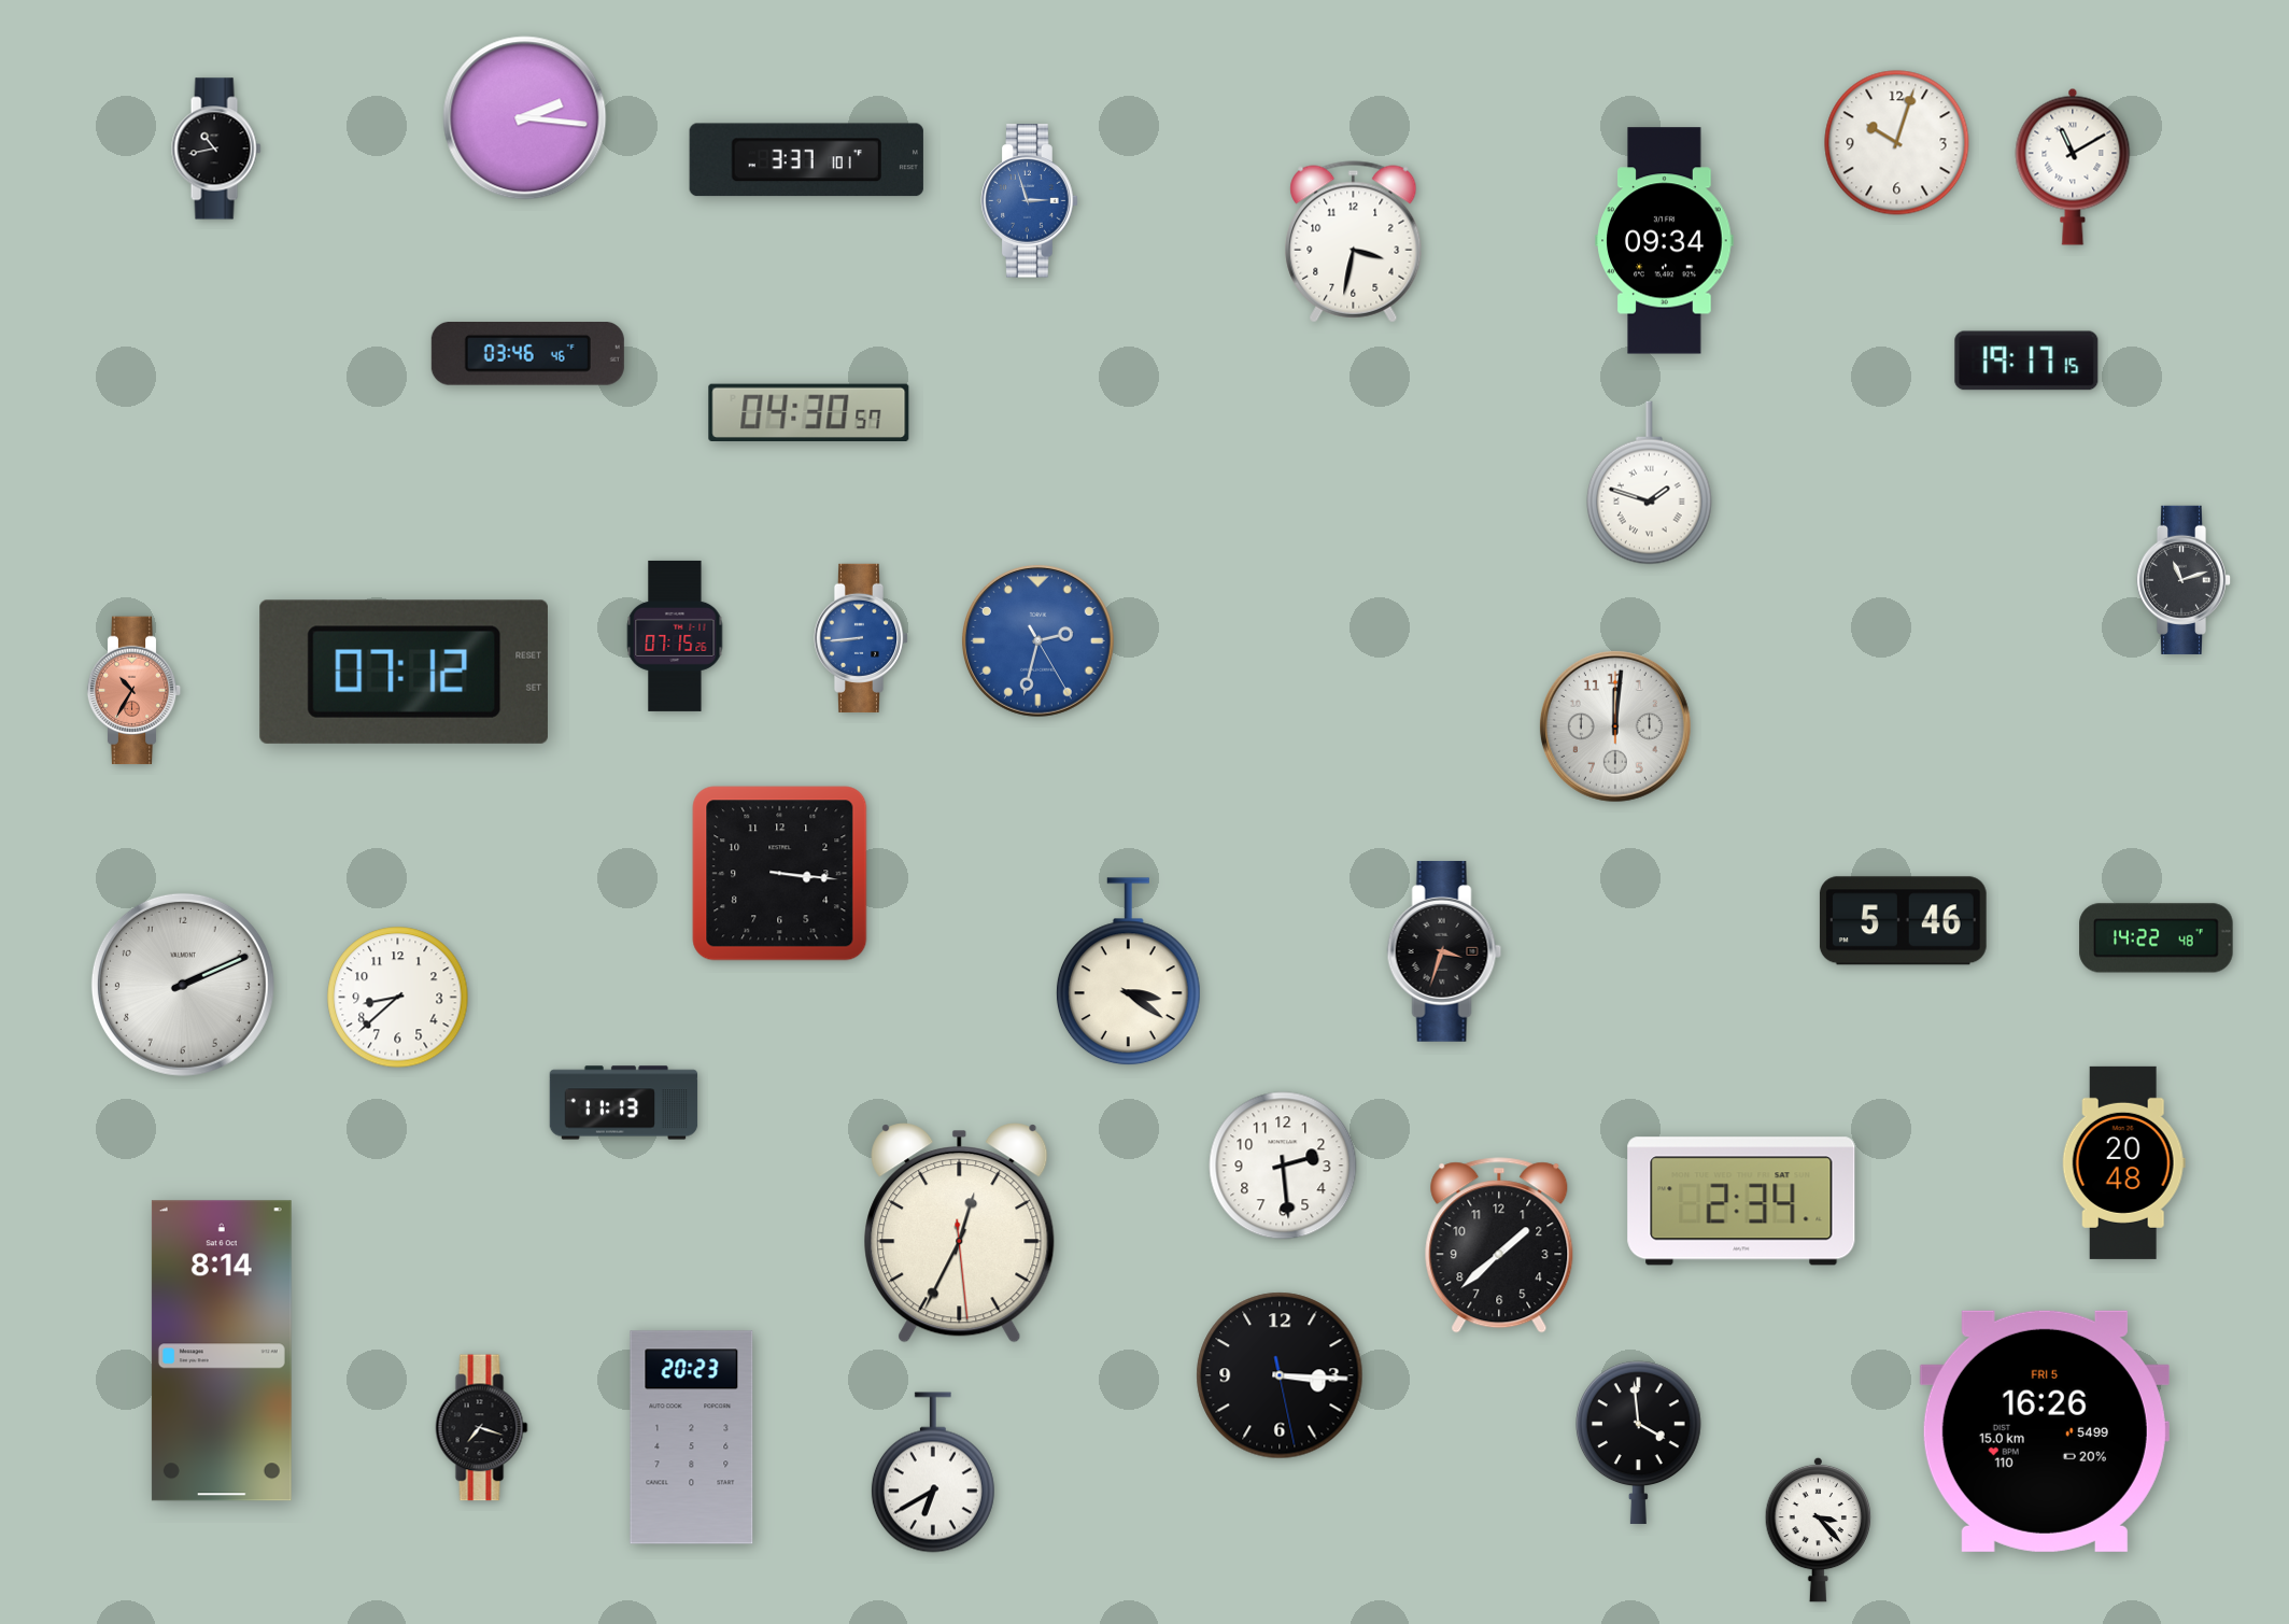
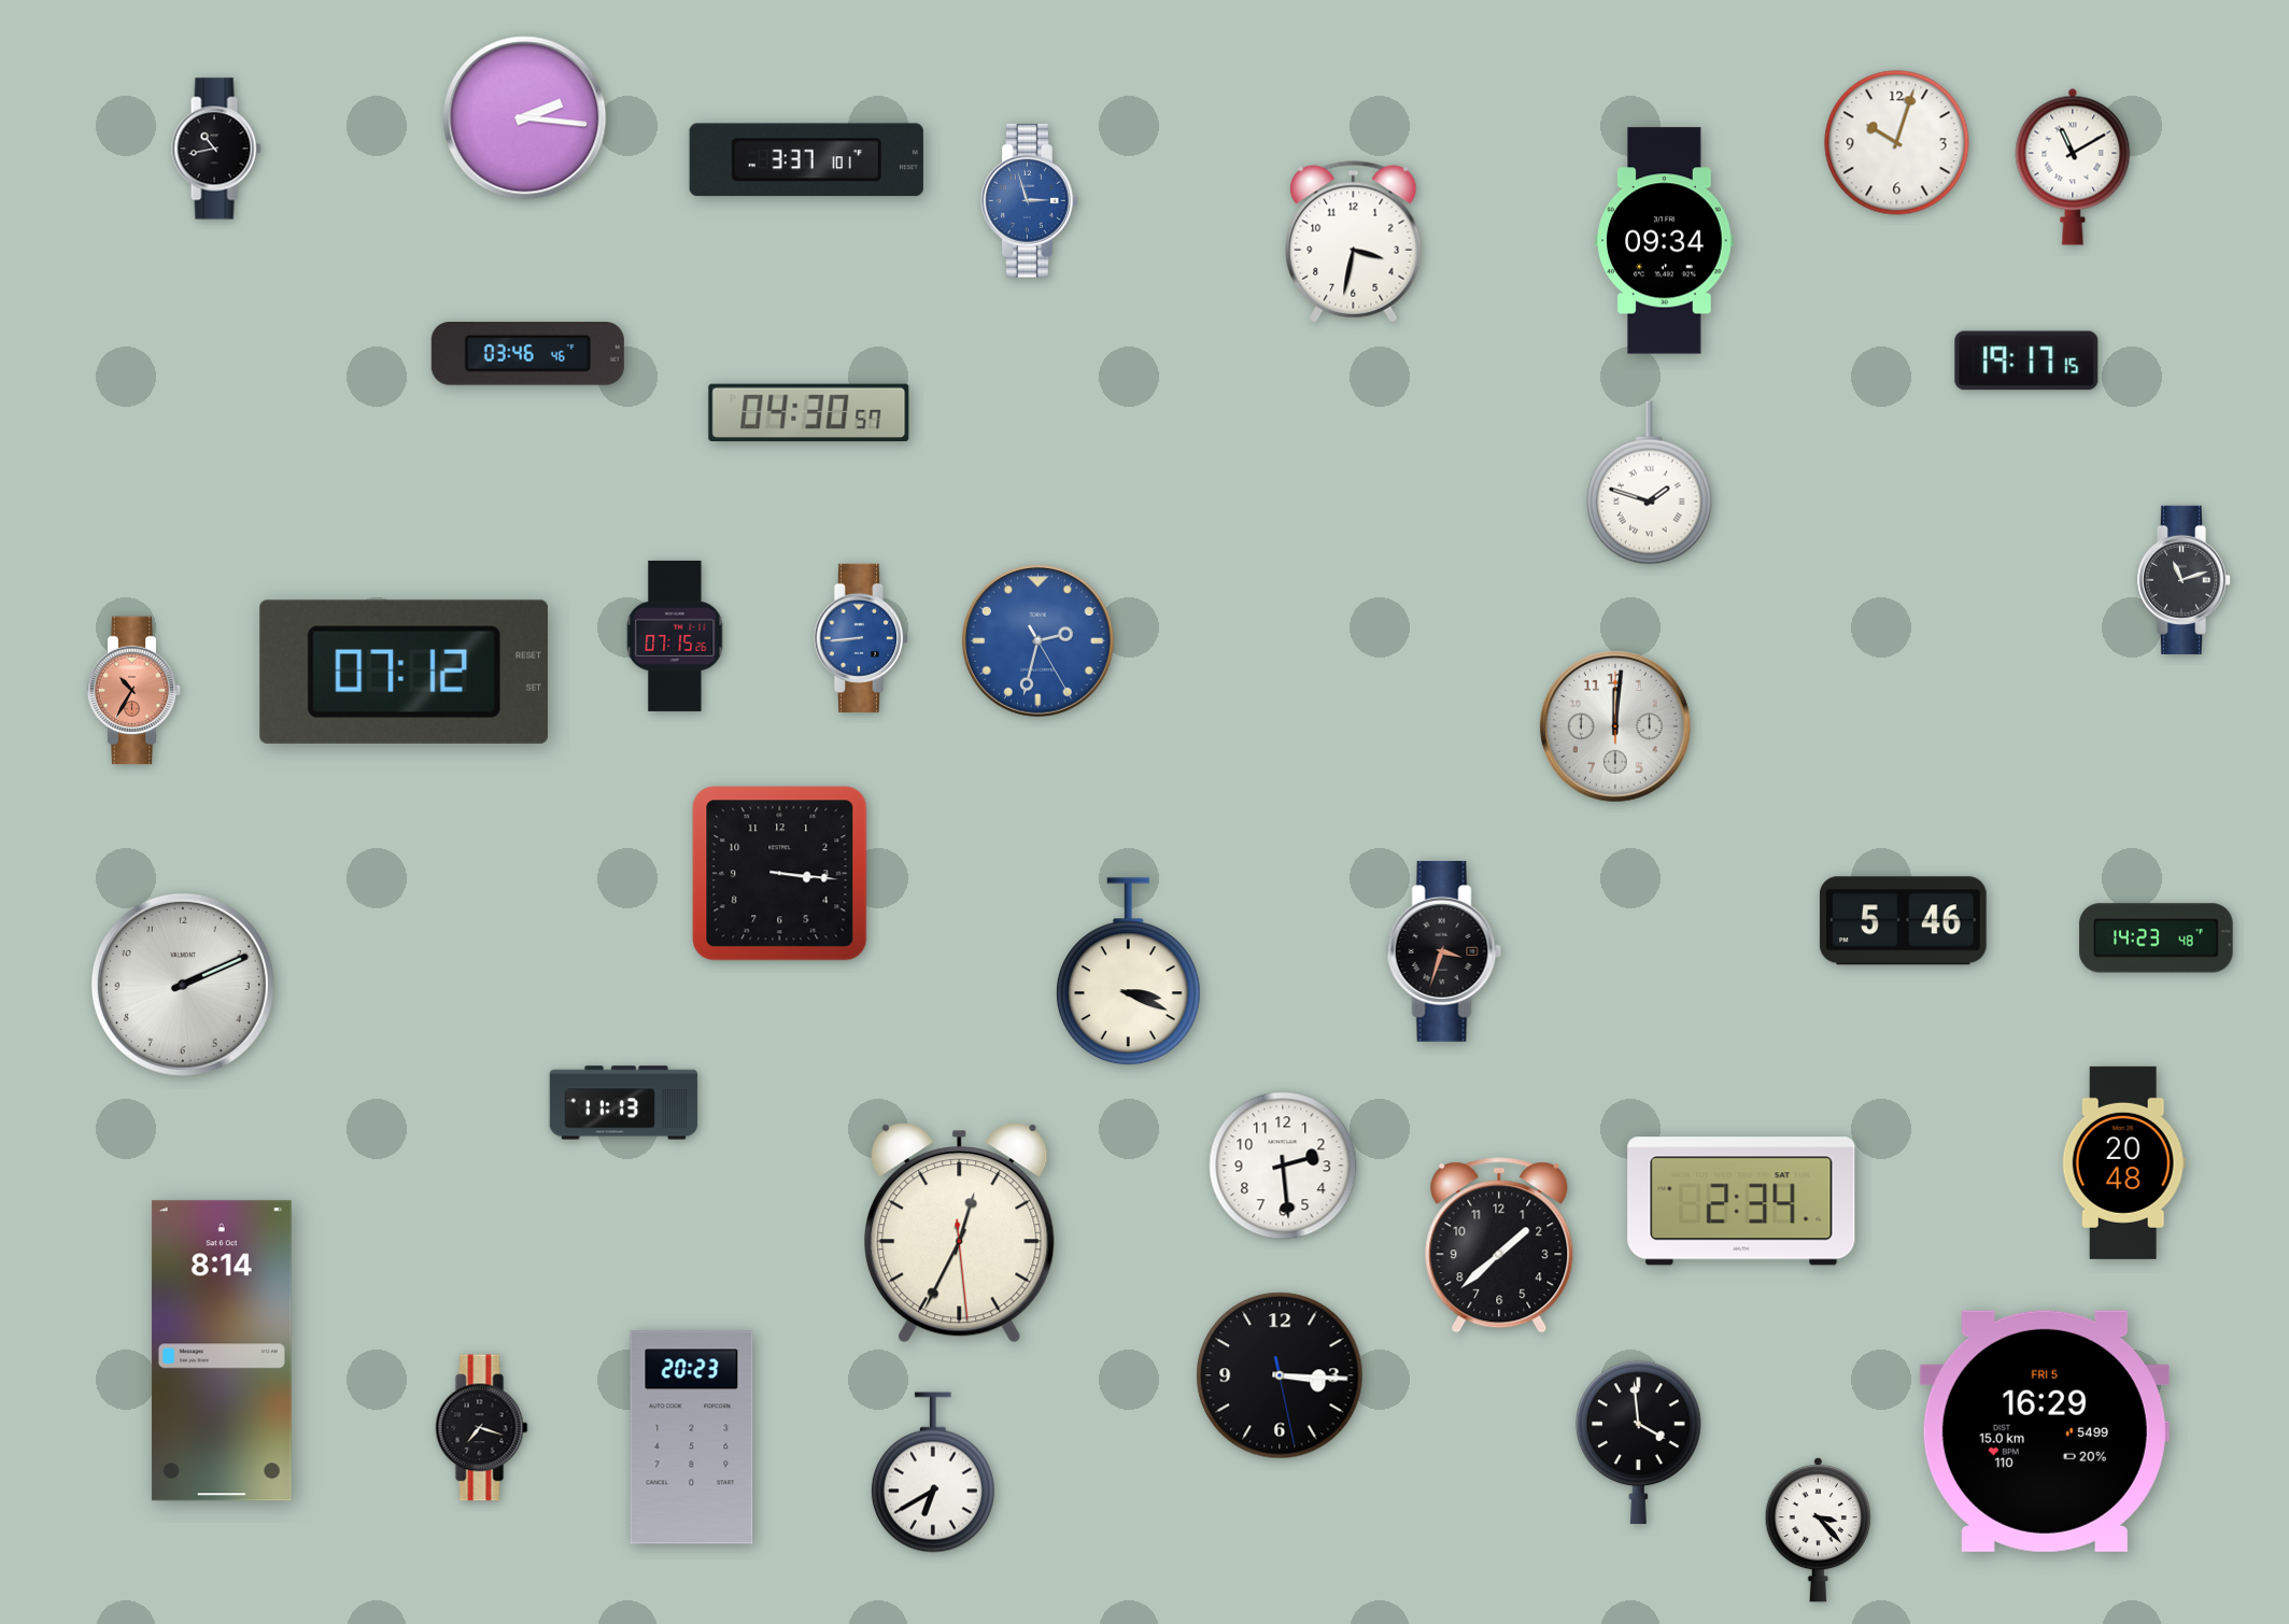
clock at (2157, 938): 14:22 -> 14:23
clock at (1128, 972): 3:21 -> 3:19
clock at (398, 998): 8:38 -> none
clock at (2045, 1431): 16:26 -> 16:29
